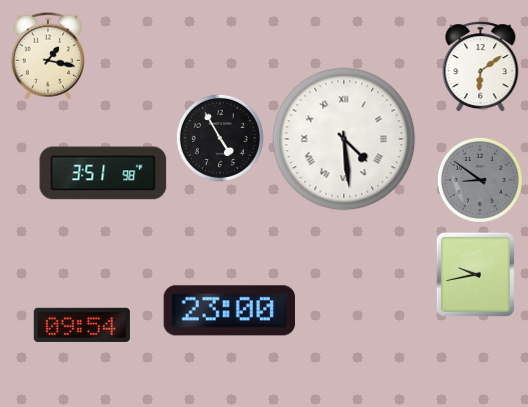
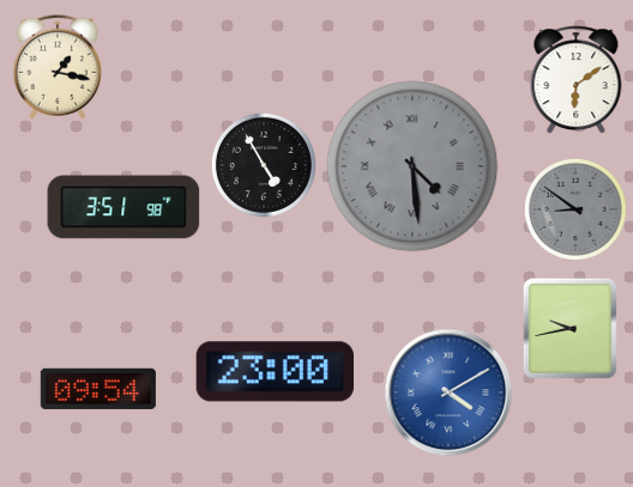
clock at (344, 139) dial: white -> grey
clock at (480, 180) position: (480, 180) -> (575, 209)
clock at (448, 392): none -> 4:10
